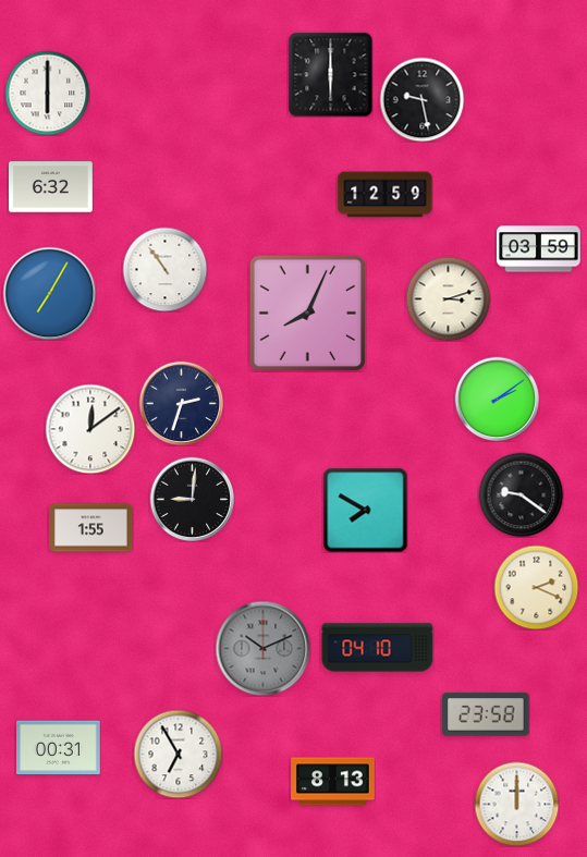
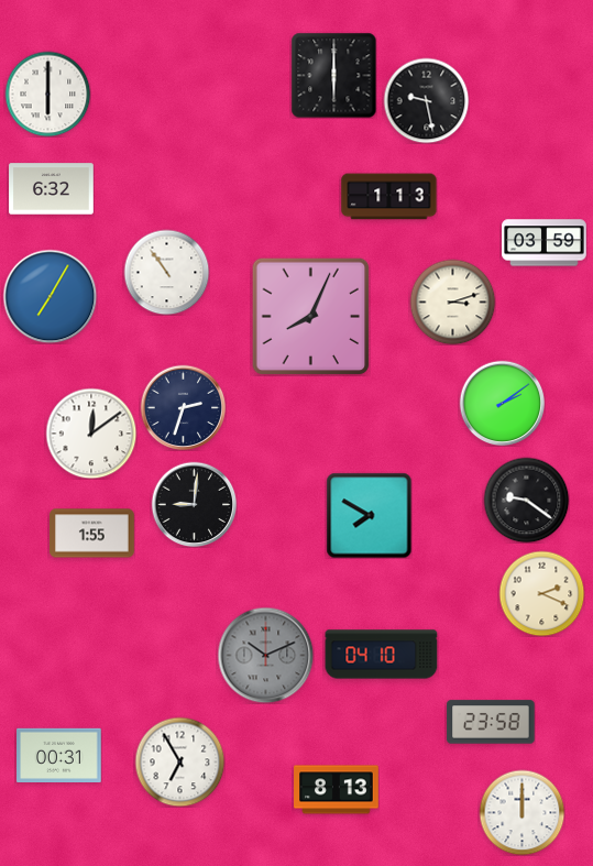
clock at (386, 195): 12:59 -> 1:13
clock at (539, 249) position: (539, 249) -> (545, 243)
